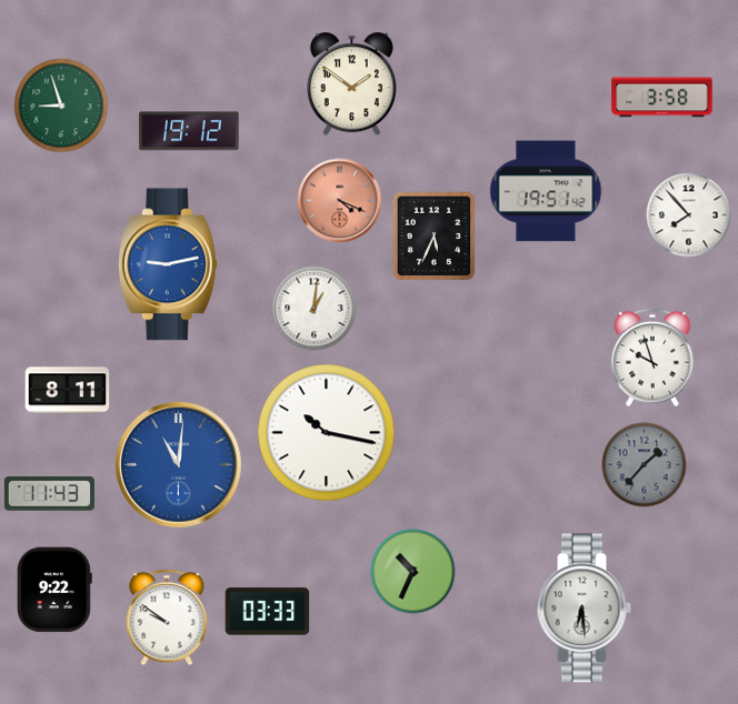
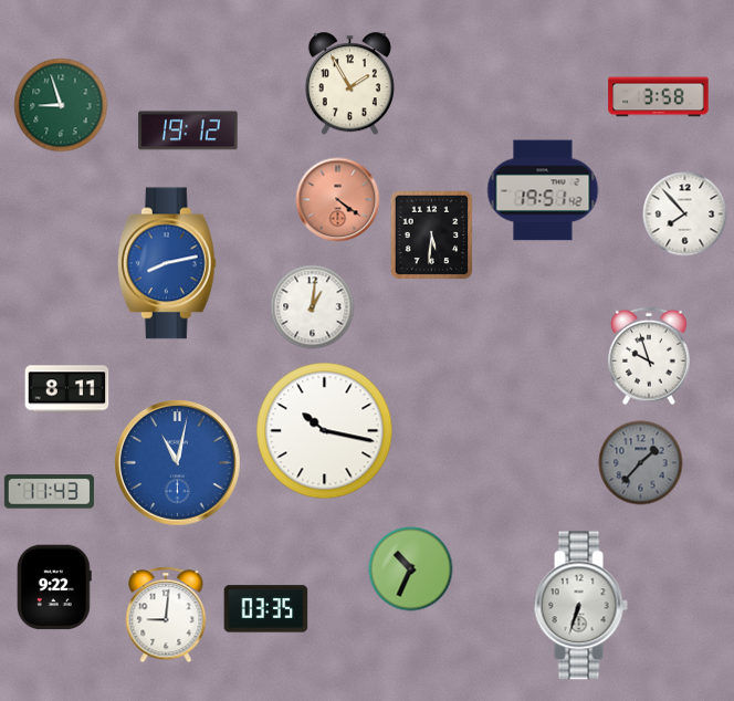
clock at (351, 84): 1:51 -> 1:55
clock at (340, 201): 4:19 -> 4:21
clock at (435, 237): 5:34 -> 5:31
clock at (168, 264): 9:13 -> 8:13
clock at (179, 465): 11:01 -> 11:02
clock at (584, 609): 6:29 -> 6:33
clock at (268, 612): 03:33 -> 03:35
clock at (167, 617): 9:51 -> 9:01
